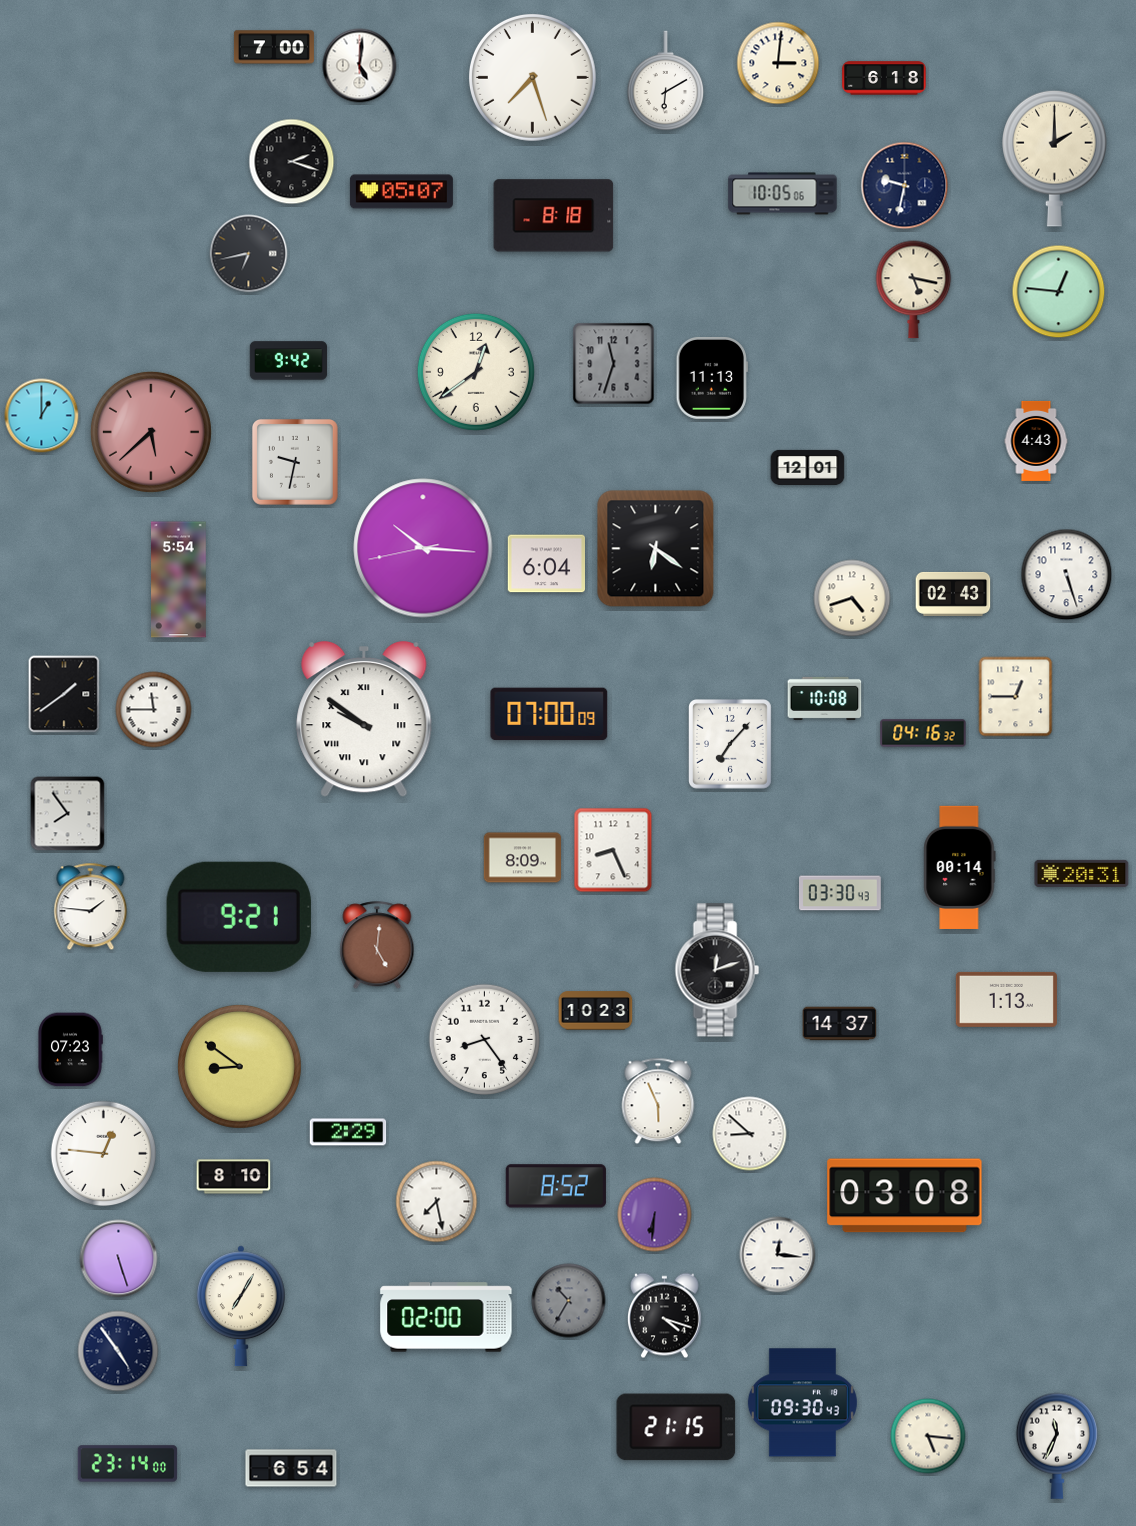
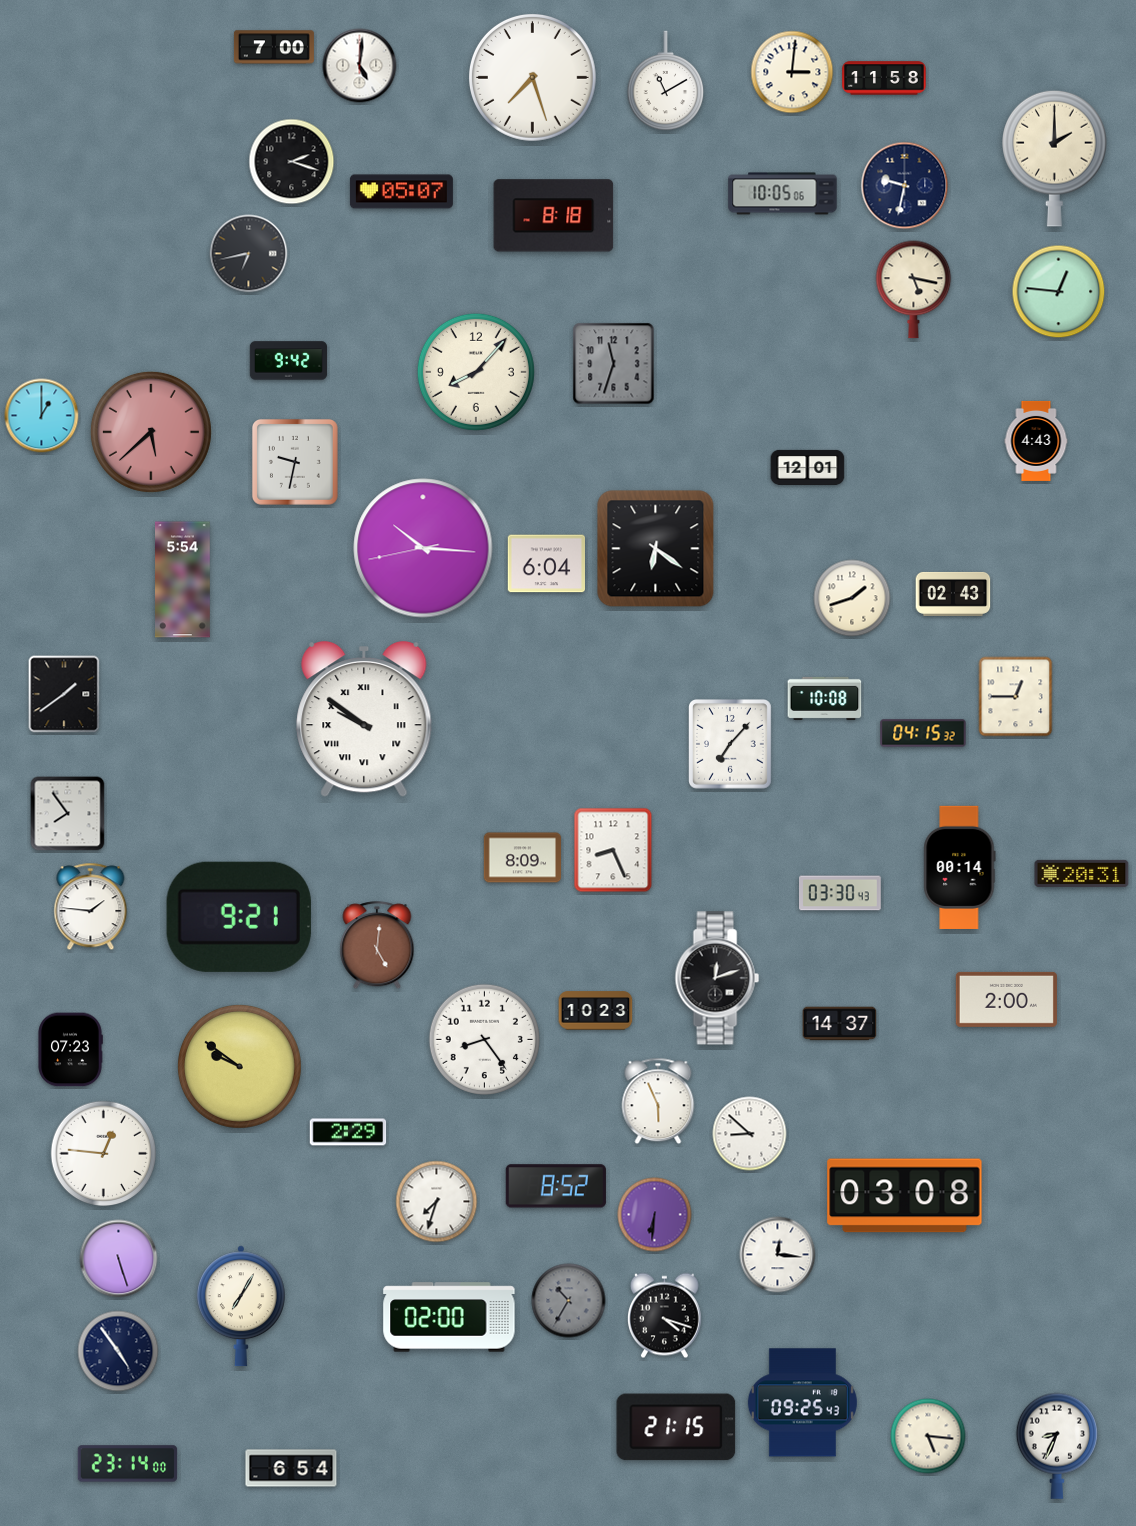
clock at (778, 63) position: (778, 63) -> (792, 72)
clock at (884, 78): 6:18 -> 11:58
clock at (666, 81): 6:10 -> 11:10
clock at (476, 372): 12:39 -> 8:07
clock at (711, 378): 11:13 -> none
clock at (1067, 575): 5:27 -> none
clock at (179, 580) position: (179, 580) -> (183, 580)
clock at (852, 598): 4:42 -> 1:42
clock at (154, 710): 11:45 -> none
clock at (549, 714): 07:00 -> none
clock at (923, 733): 04:16 -> 04:15
clock at (717, 970) position: (717, 970) -> (717, 978)
clock at (1006, 999): 1:13 -> 2:00
clock at (239, 1066): 8:51 -> 9:51
clock at (234, 1177): 8:10 -> none
clock at (437, 1202): 7:28 -> 7:33
clock at (446, 1317) position: (446, 1317) -> (449, 1317)
clock at (802, 1403): 09:30 -> 09:25
clock at (1056, 1446): 11:34 -> 8:34
